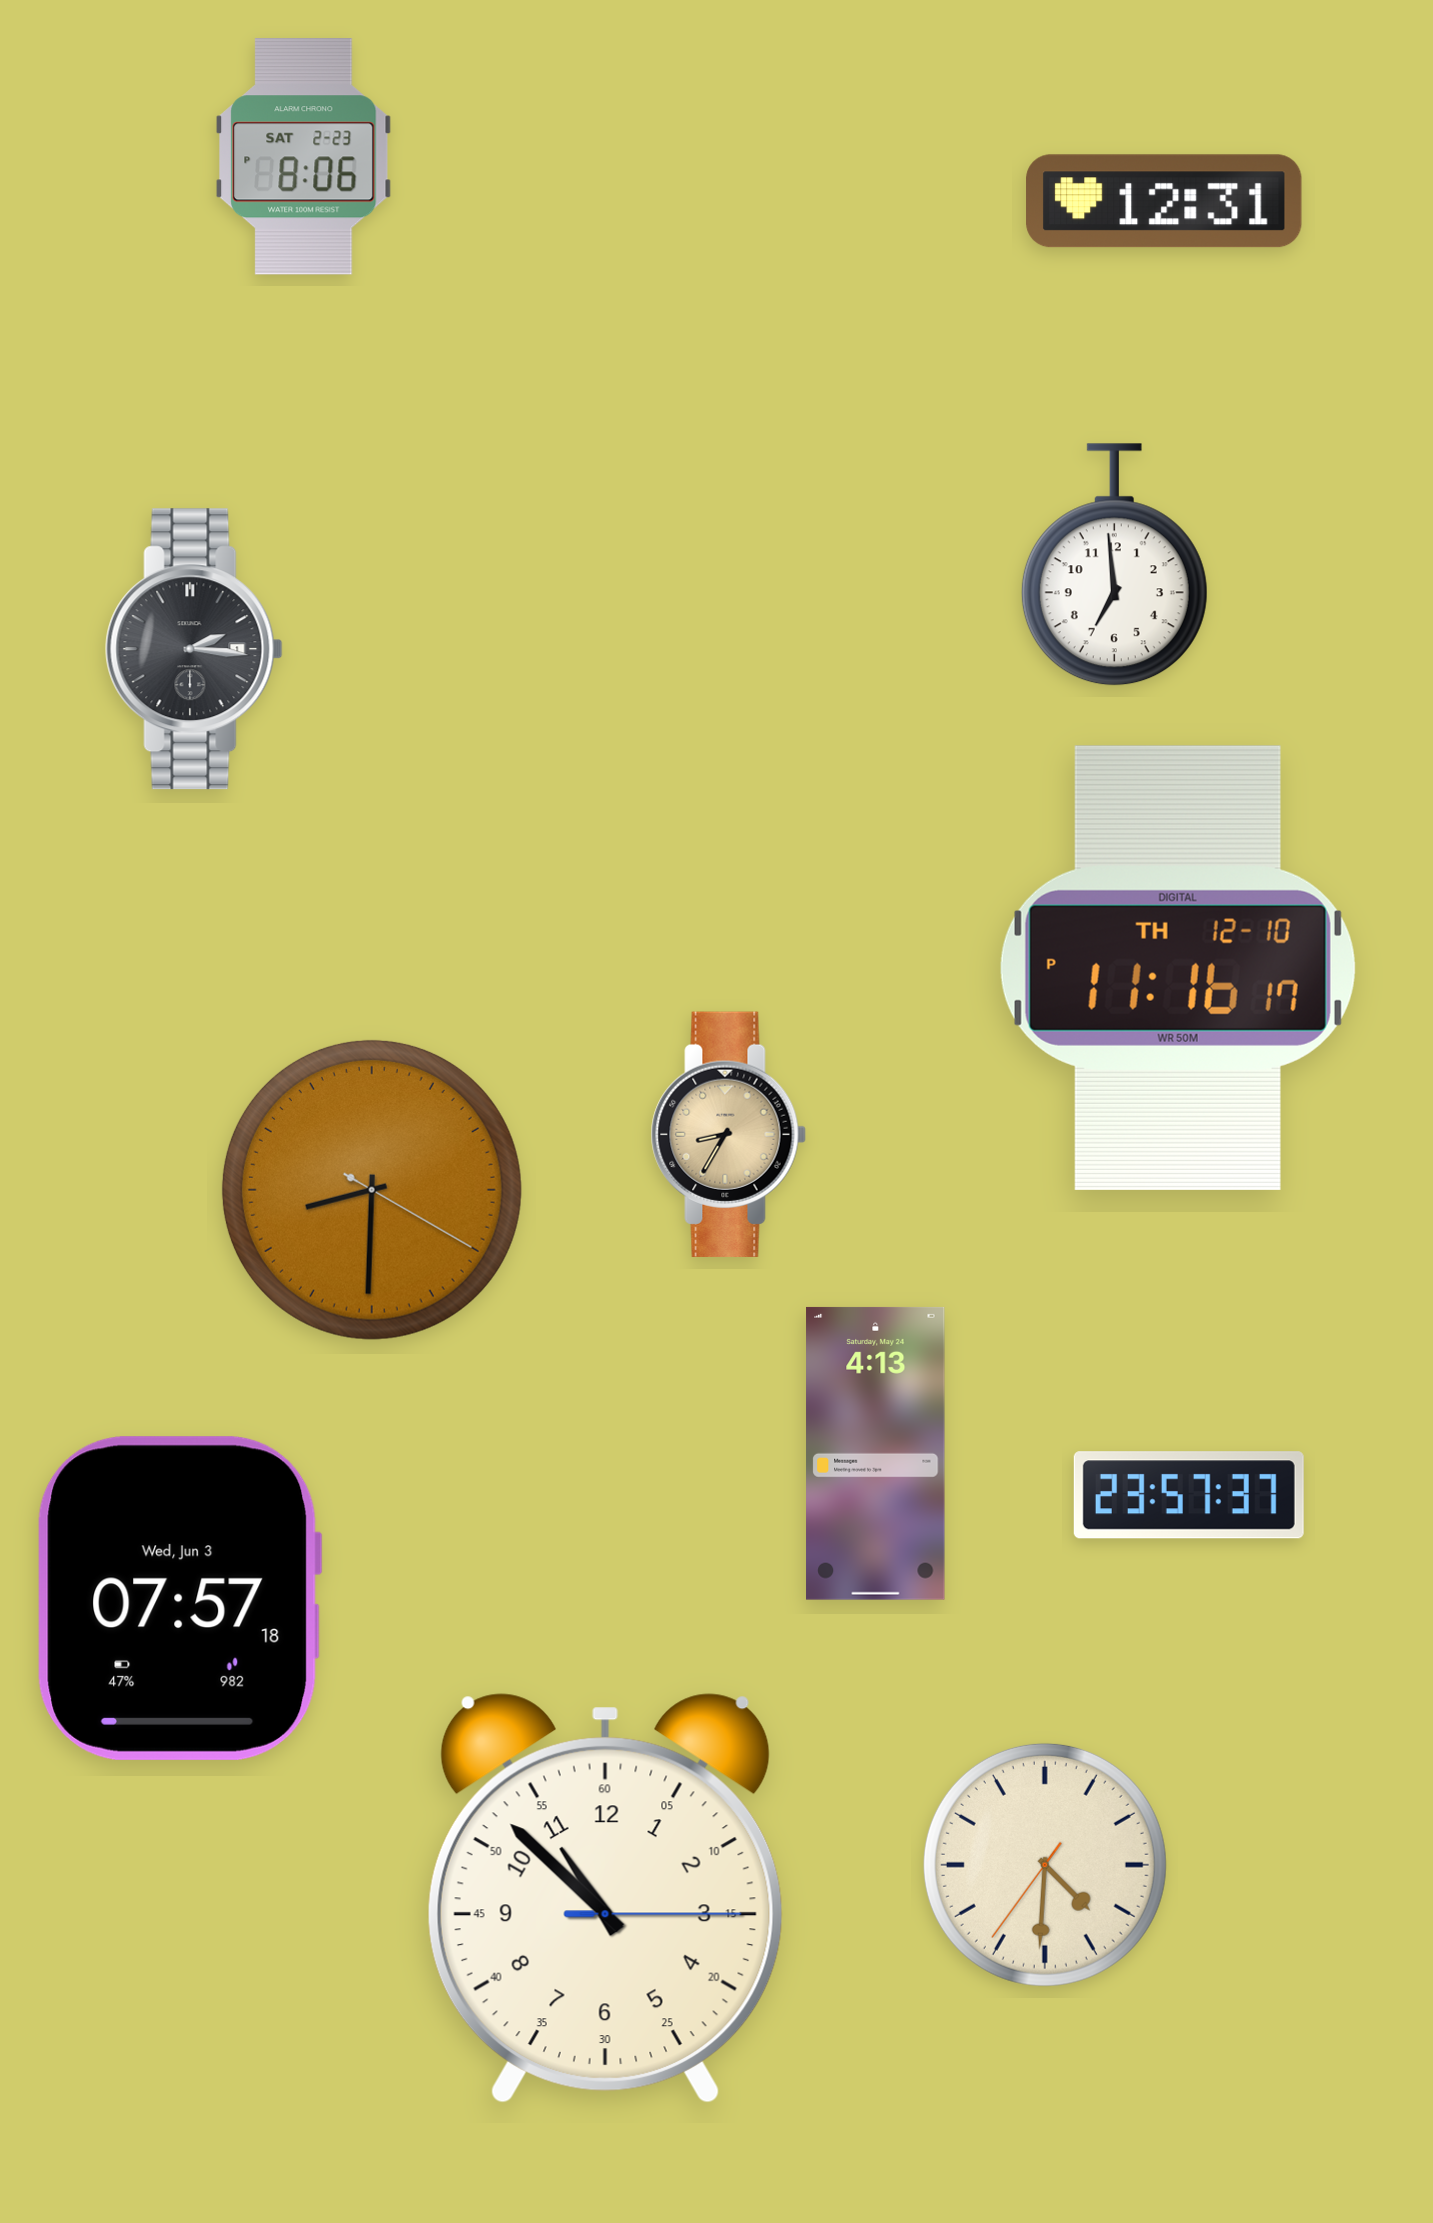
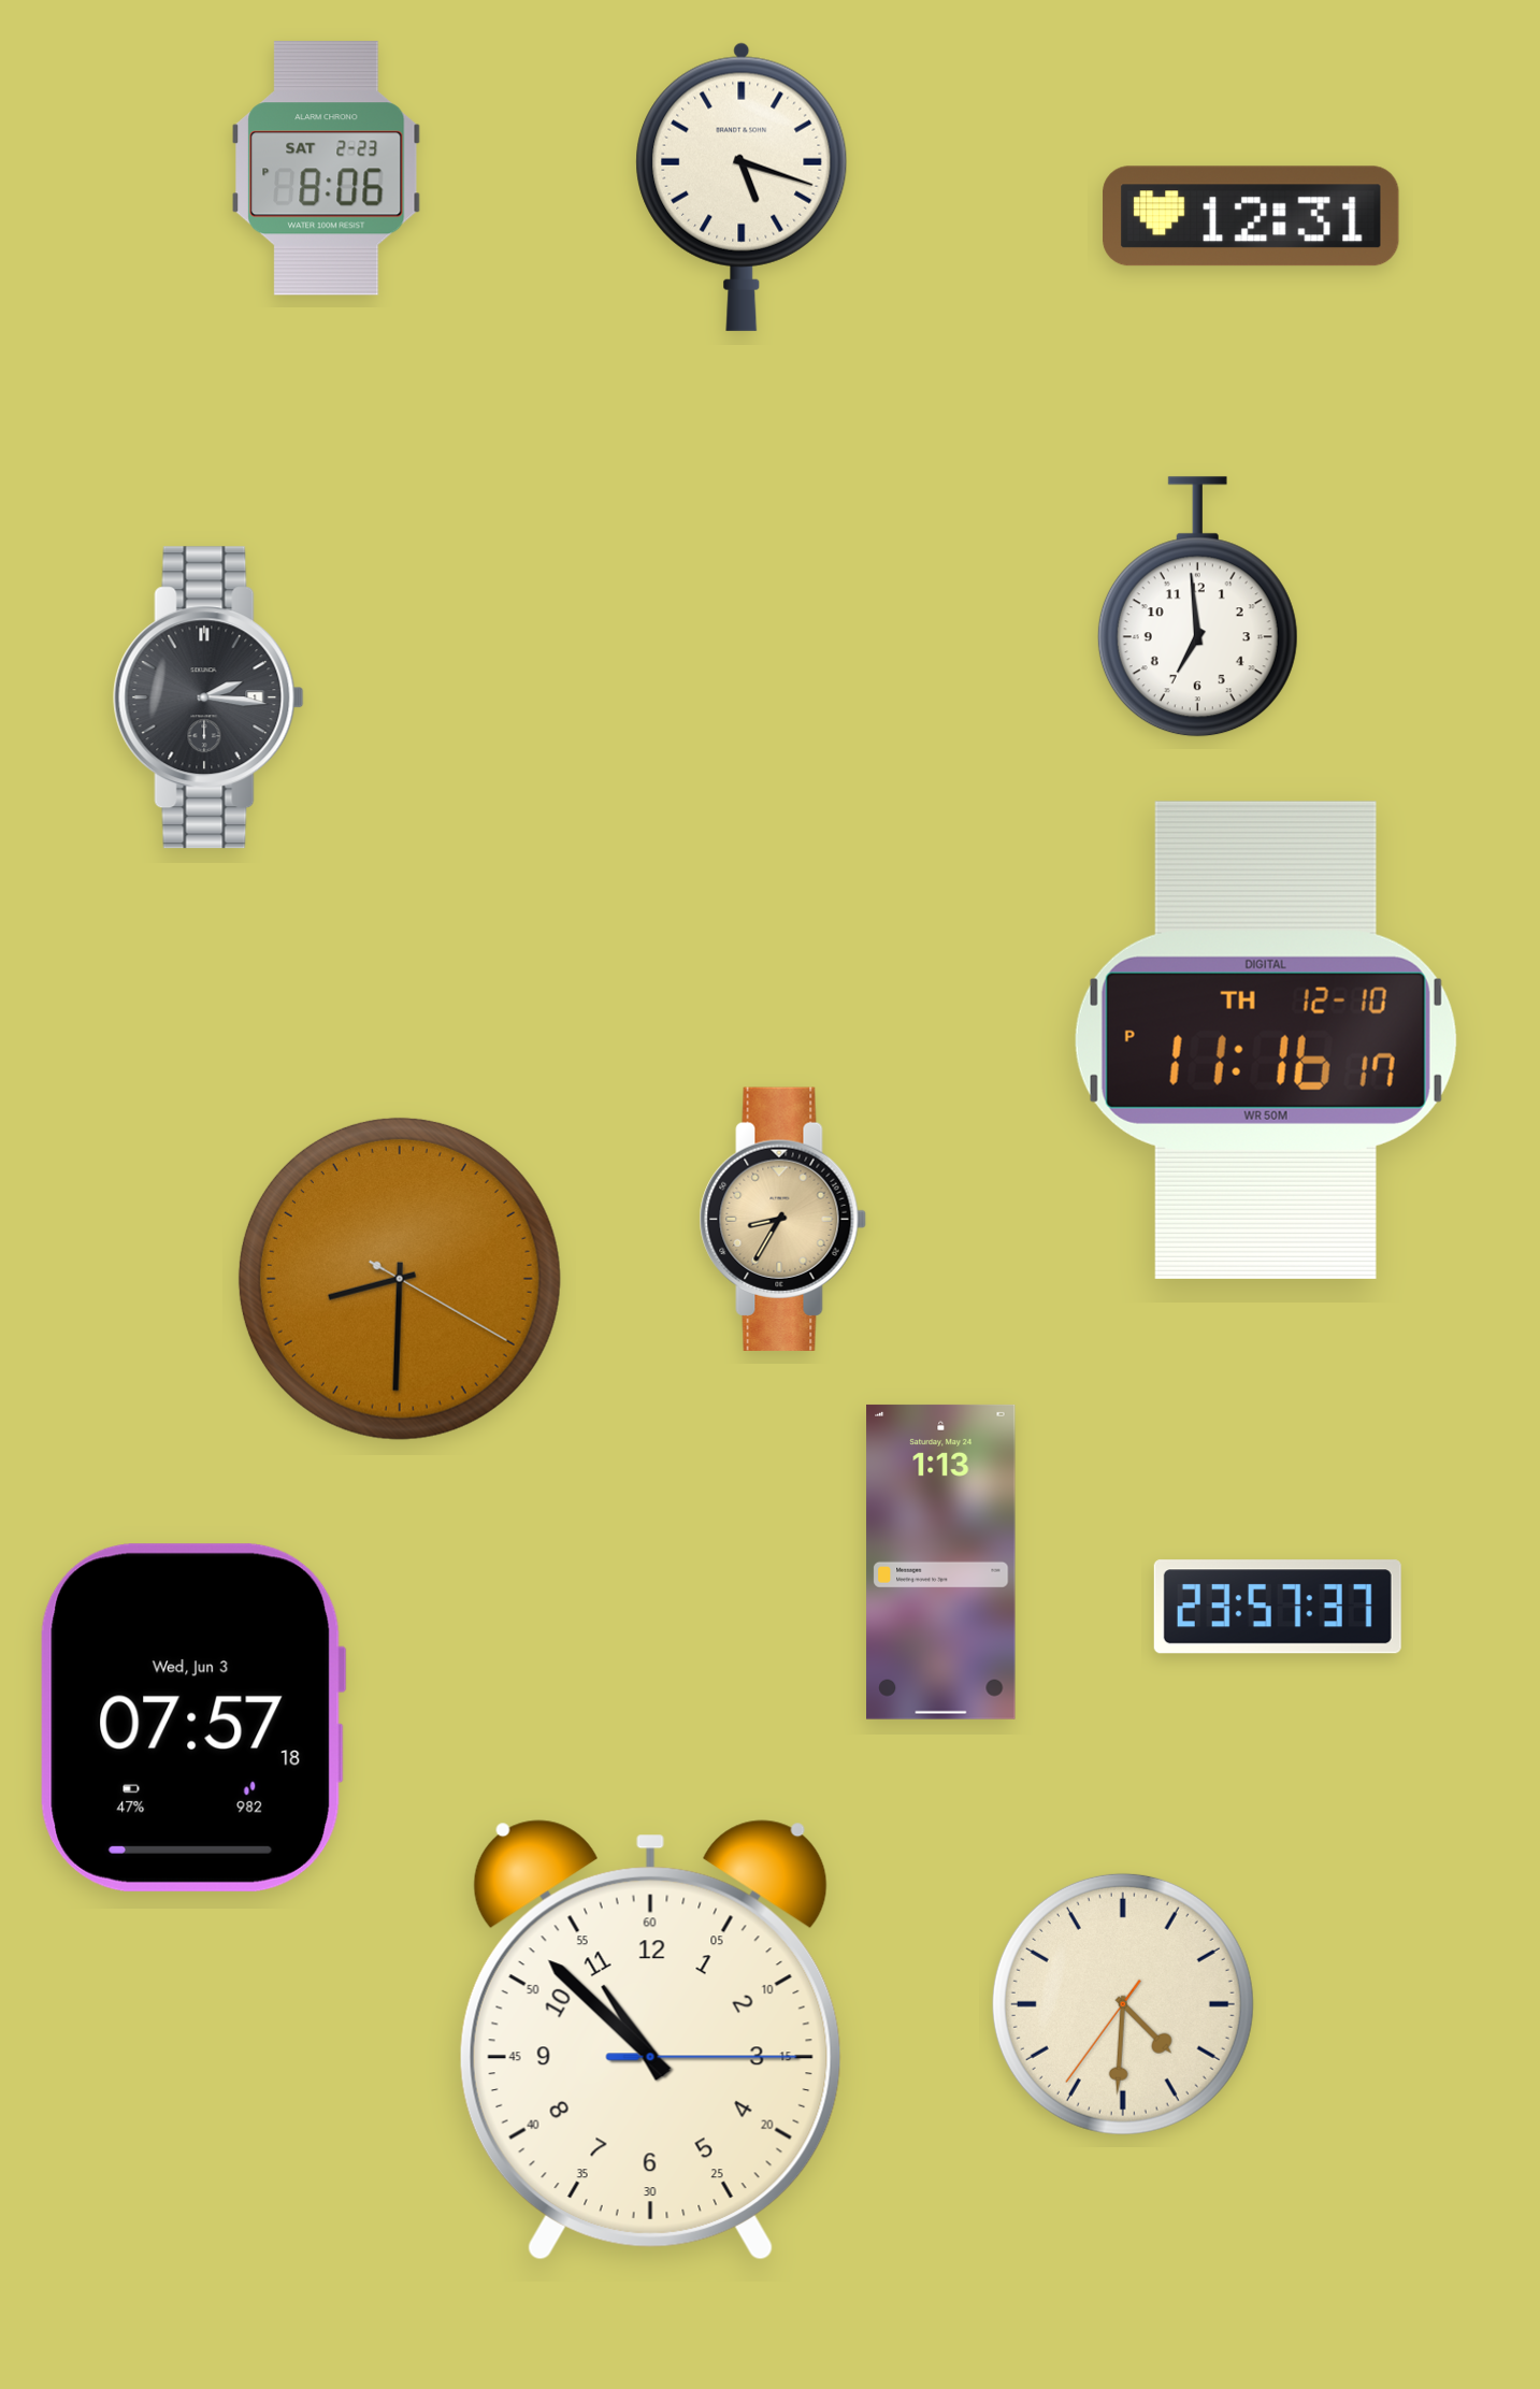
clock at (742, 187): none -> 5:18
clock at (876, 1453): 4:13 -> 1:13
